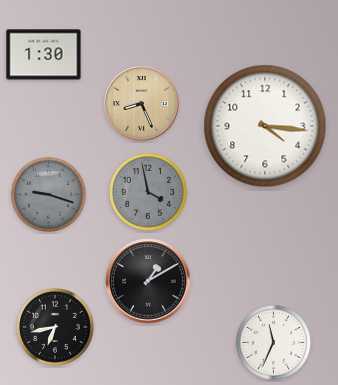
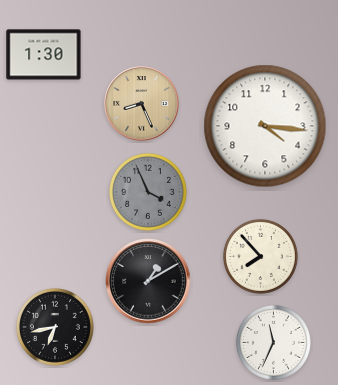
clock at (148, 192): 3:58 -> 3:56
clock at (48, 194): 9:18 -> none
clock at (260, 256): none -> 7:53
